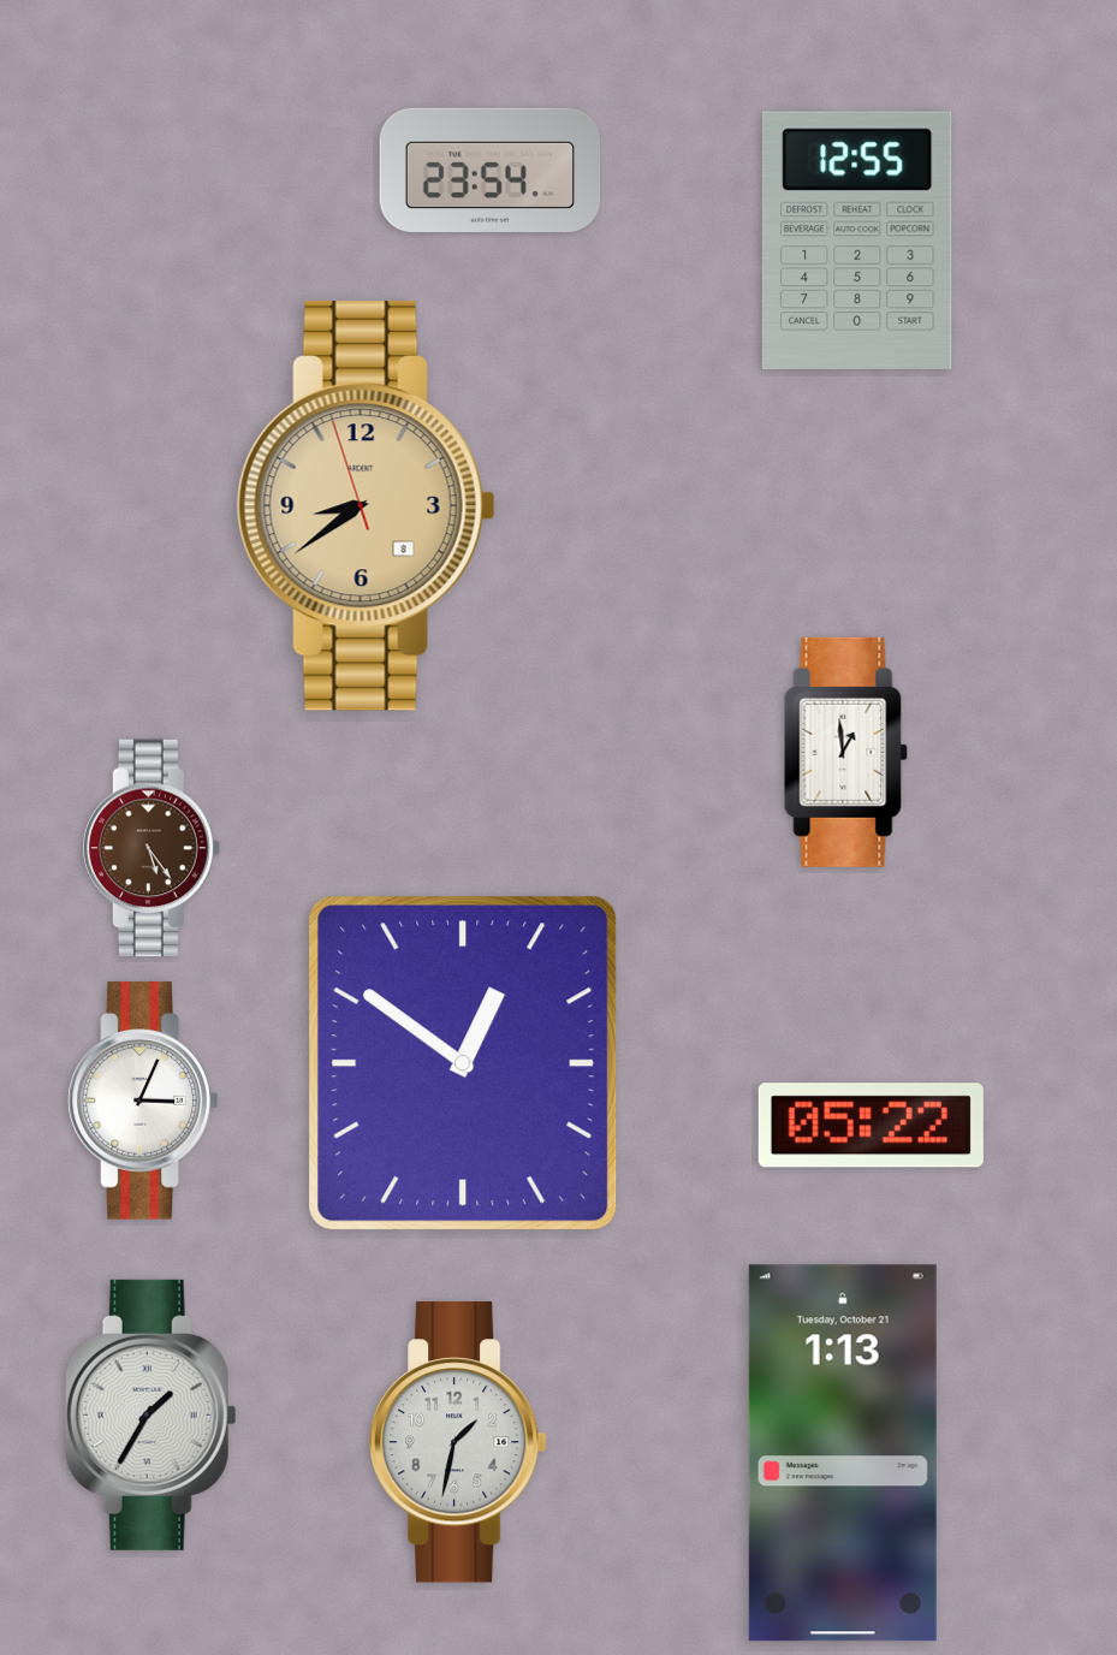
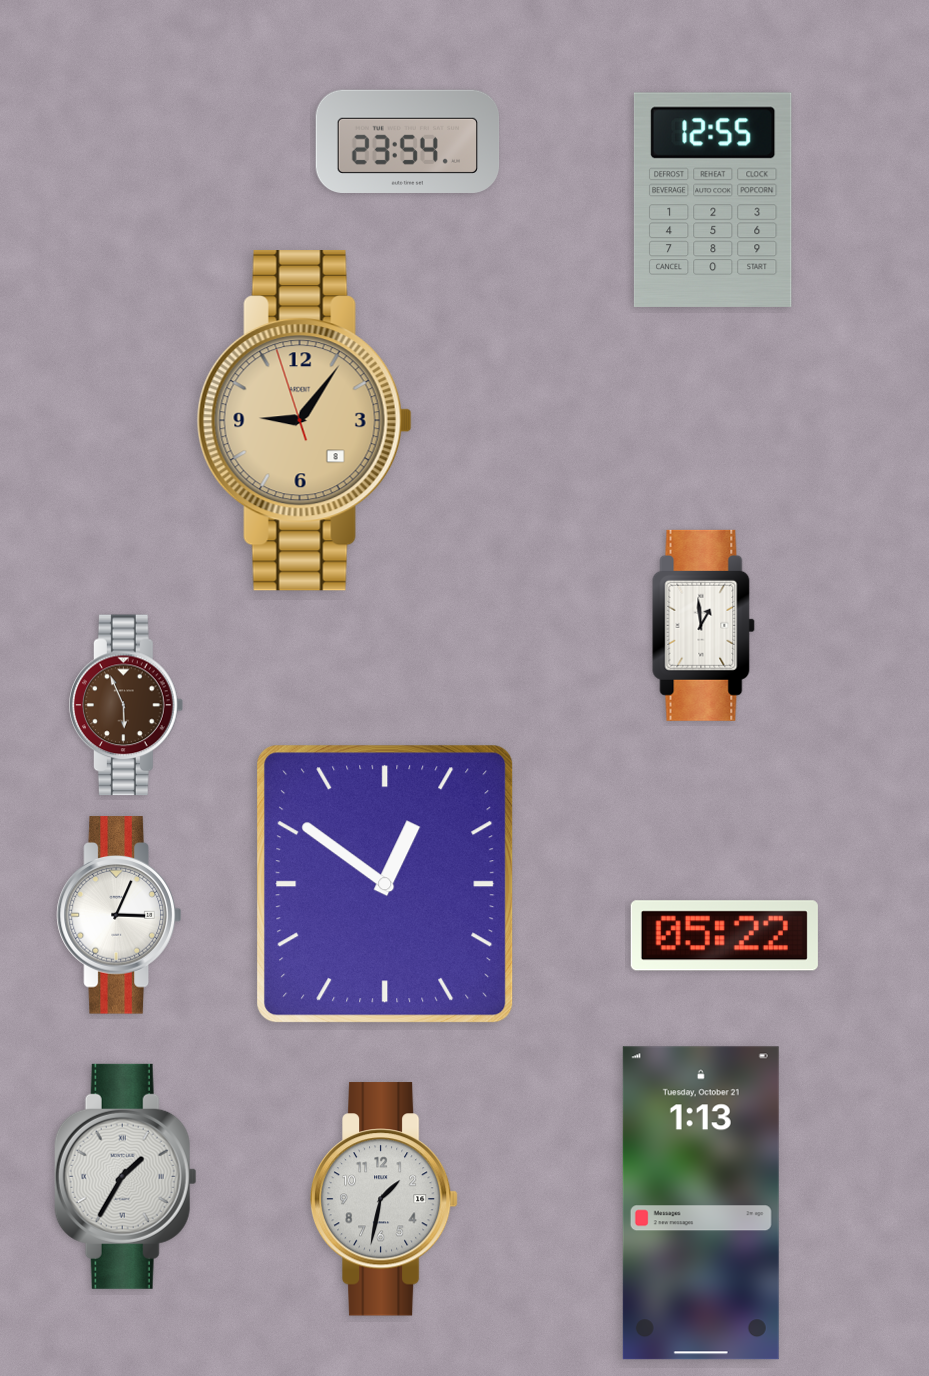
clock at (366, 506): 8:38 -> 9:05
clock at (153, 848): 5:24 -> 5:56
clock at (458, 1442) position: (458, 1442) -> (384, 1199)
clock at (843, 1453) position: (843, 1453) -> (701, 1203)
